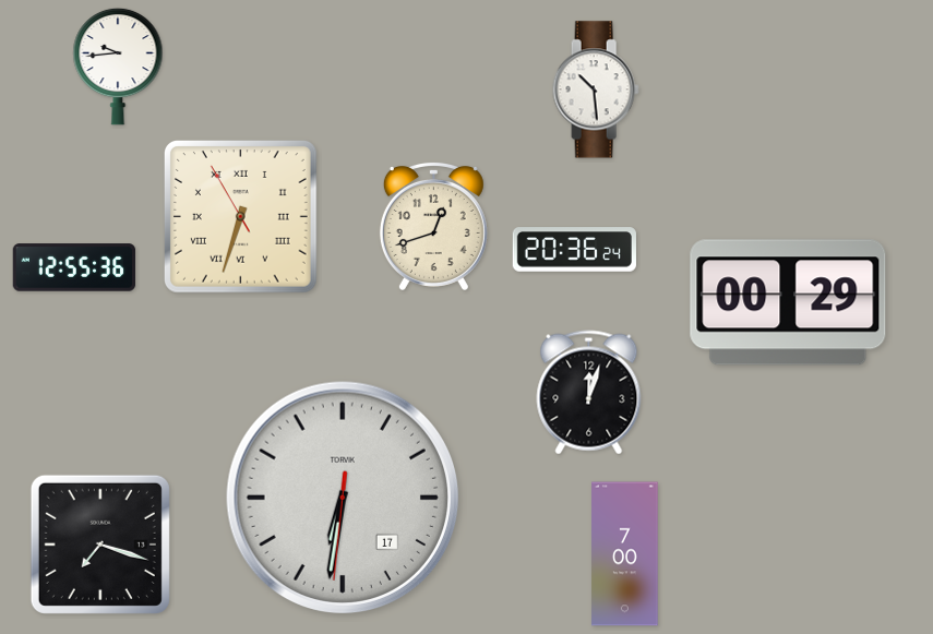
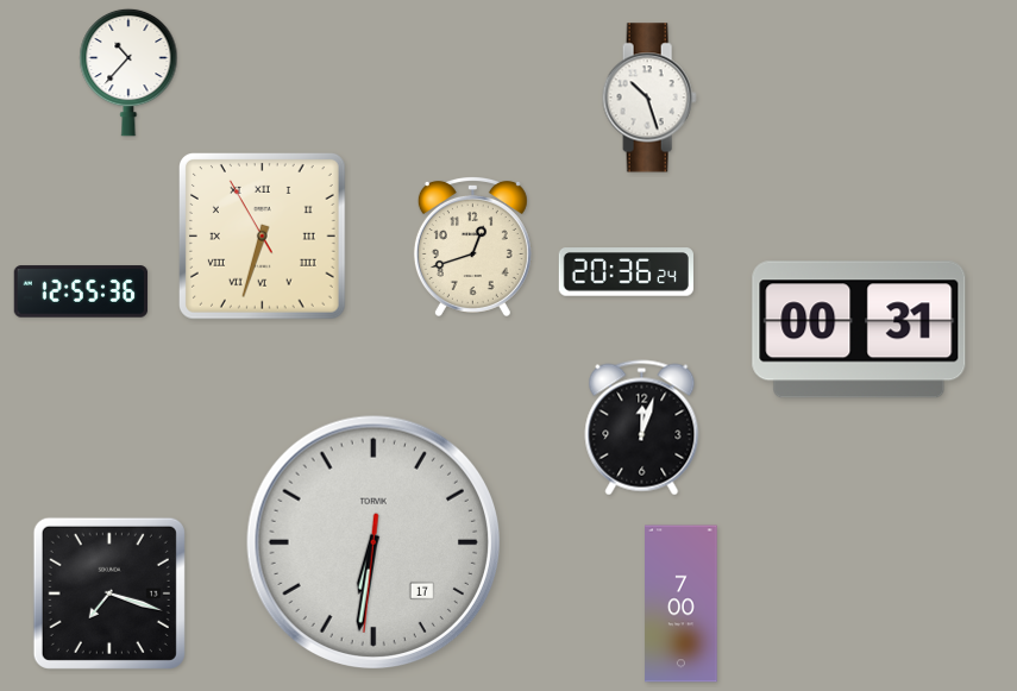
clock at (118, 67): 9:44 -> 10:37
clock at (596, 89): 10:29 -> 10:27
clock at (788, 302): 00:29 -> 00:31
